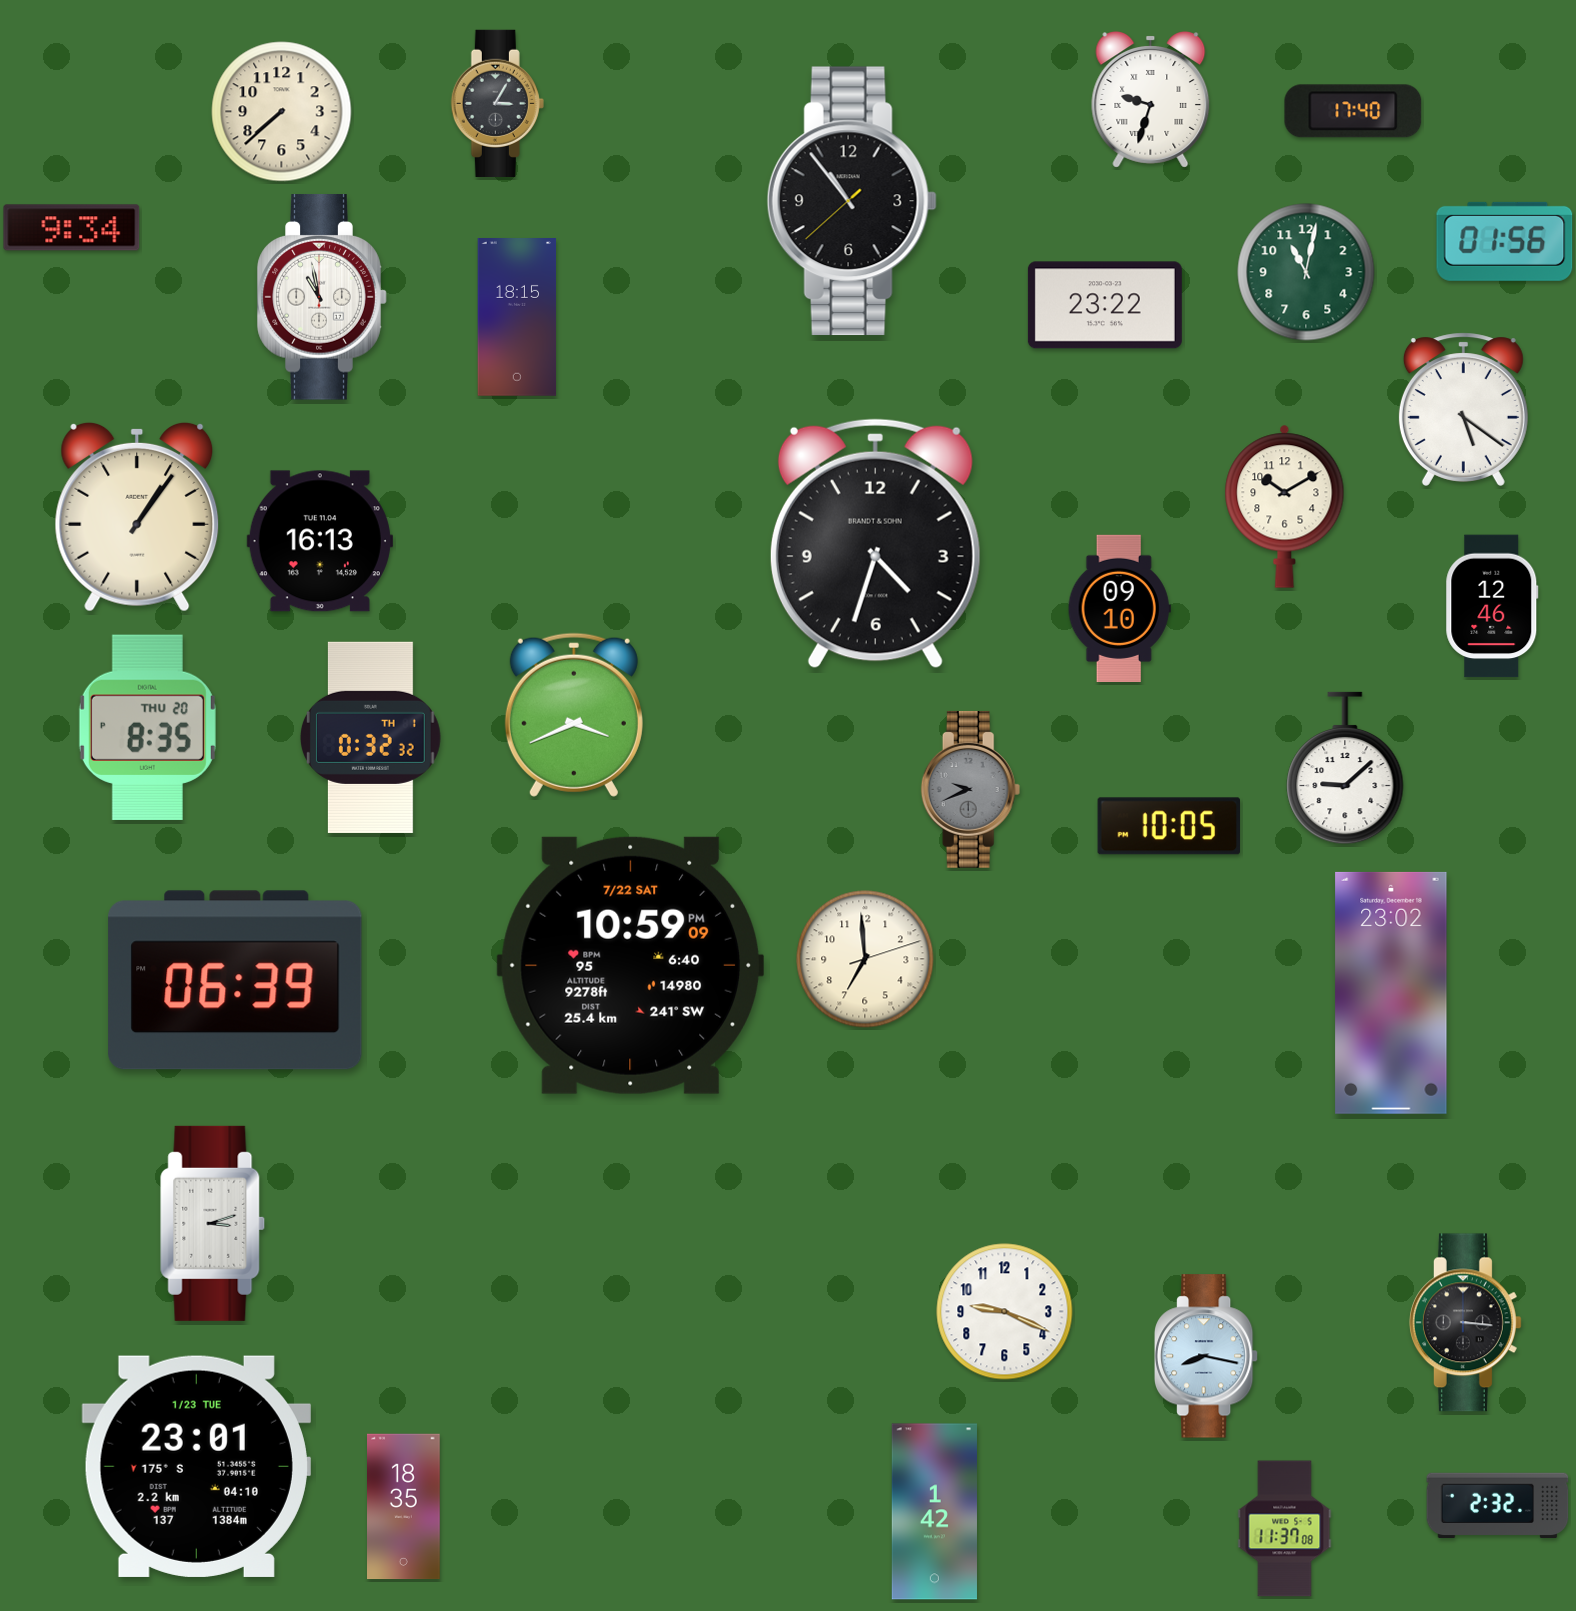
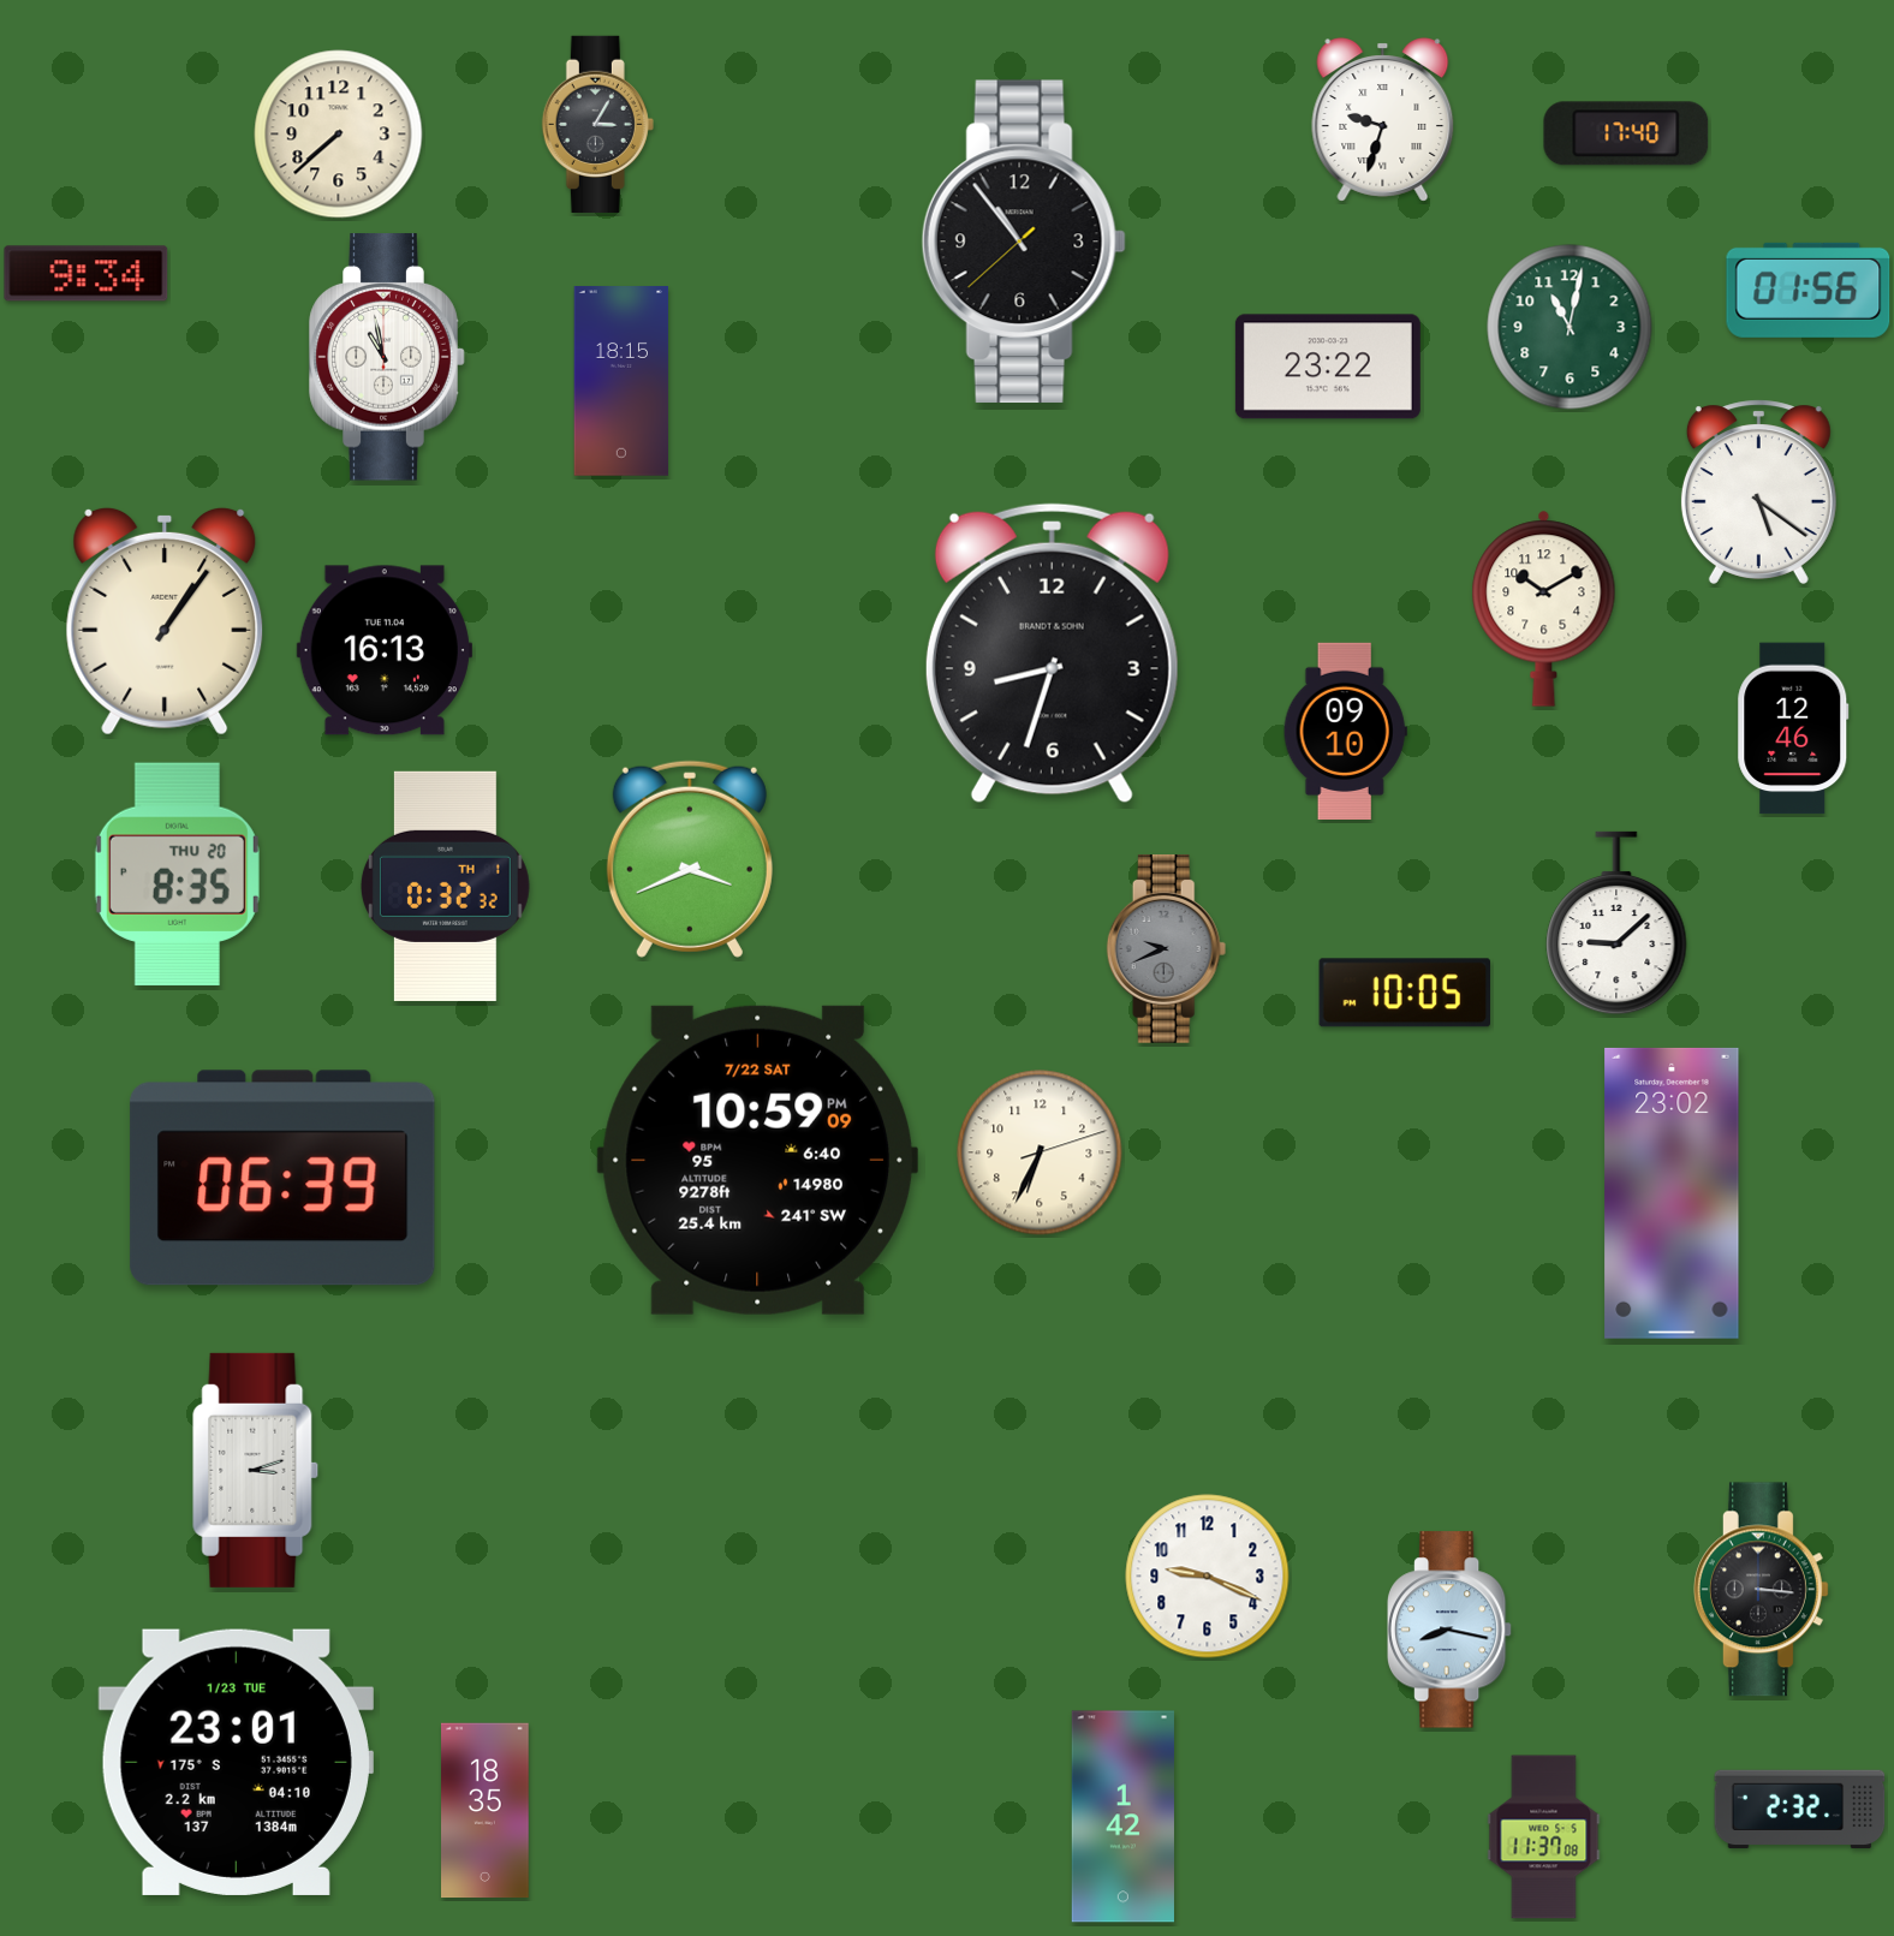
clock at (875, 544): 4:33 -> 8:33
clock at (865, 959): 6:59 -> 6:34
